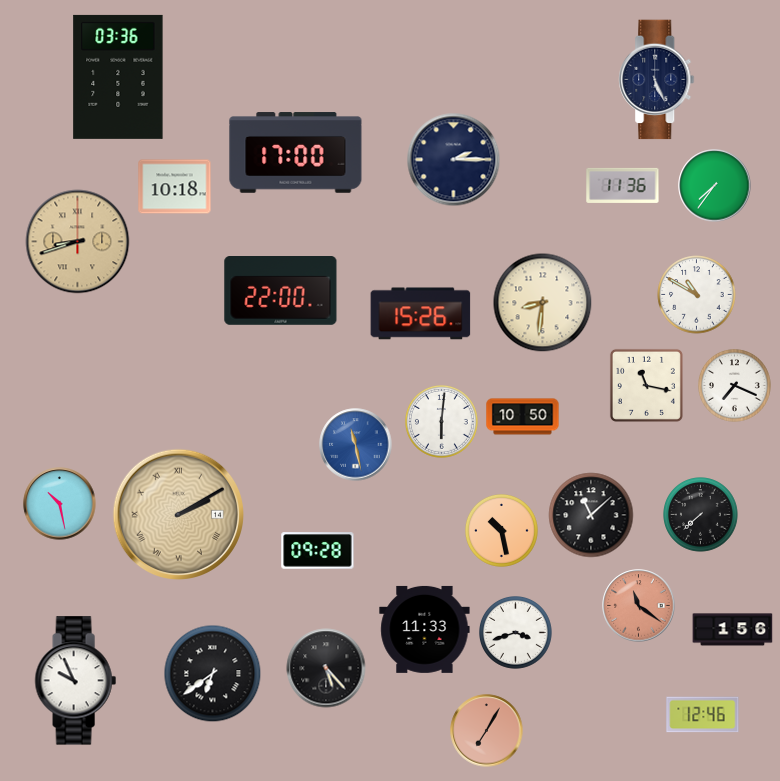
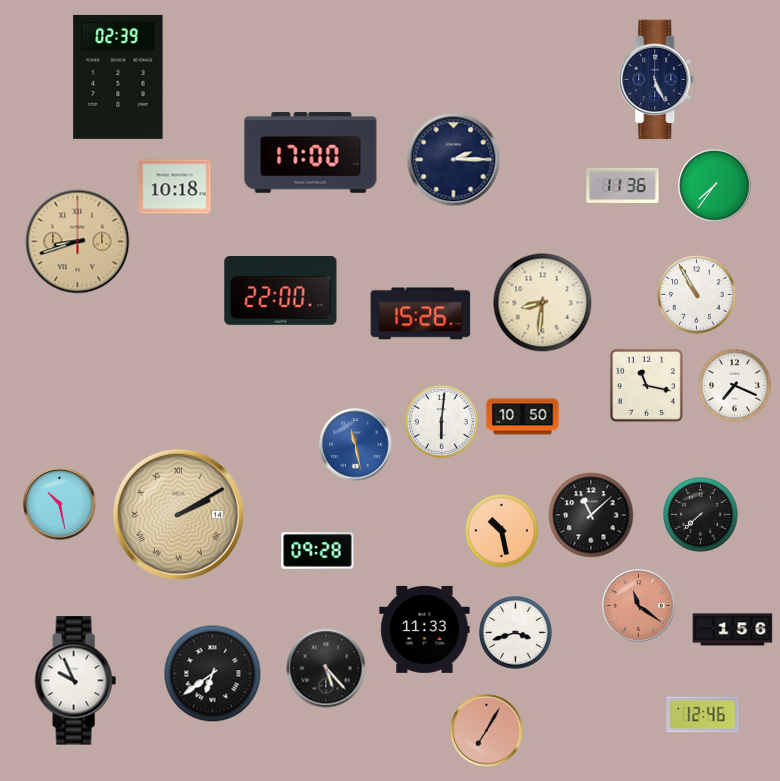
clock at (118, 77): 03:36 -> 02:39
clock at (296, 153) position: (296, 153) -> (311, 153)
clock at (697, 295): 10:50 -> 10:55
